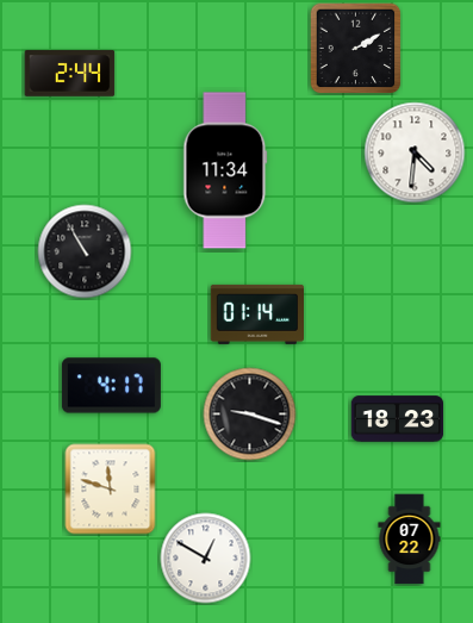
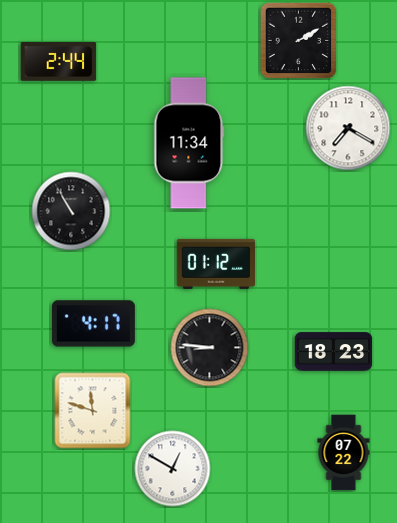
clock at (415, 152): 4:31 -> 7:20
clock at (256, 314): 01:14 -> 01:12
clock at (250, 415): 9:18 -> 8:46
